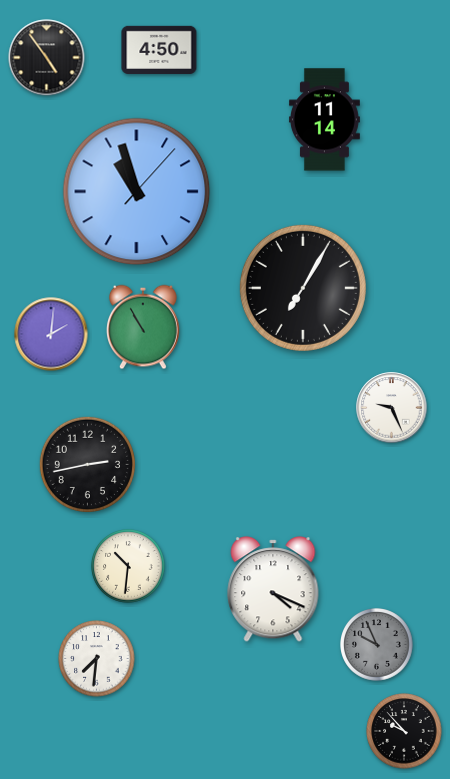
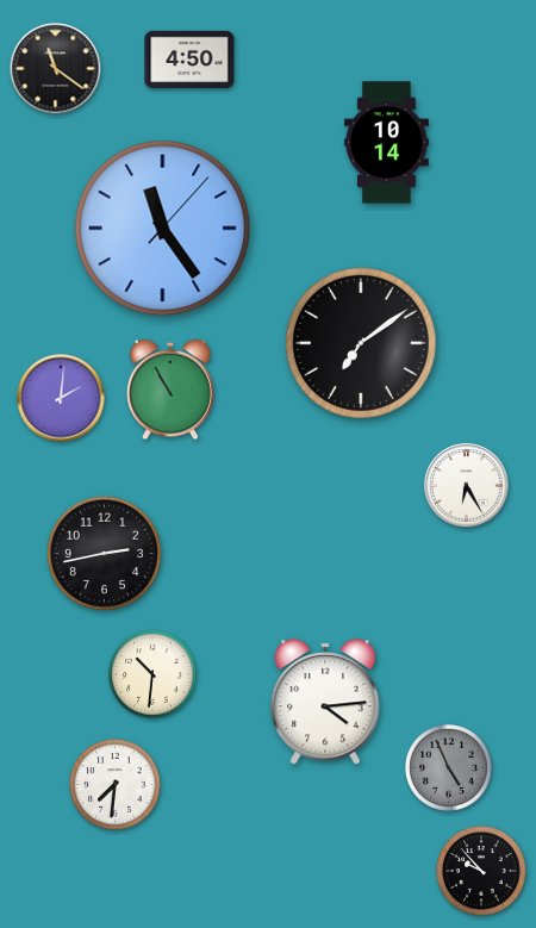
clock at (47, 58): 4:54 -> 11:21
clock at (324, 120): 11:14 -> 10:14
clock at (137, 192): 10:57 -> 11:24
clock at (303, 288): 7:05 -> 7:09
clock at (392, 408): 9:26 -> 6:25
clock at (273, 589): 4:19 -> 4:14
clock at (377, 645): 9:56 -> 4:56
